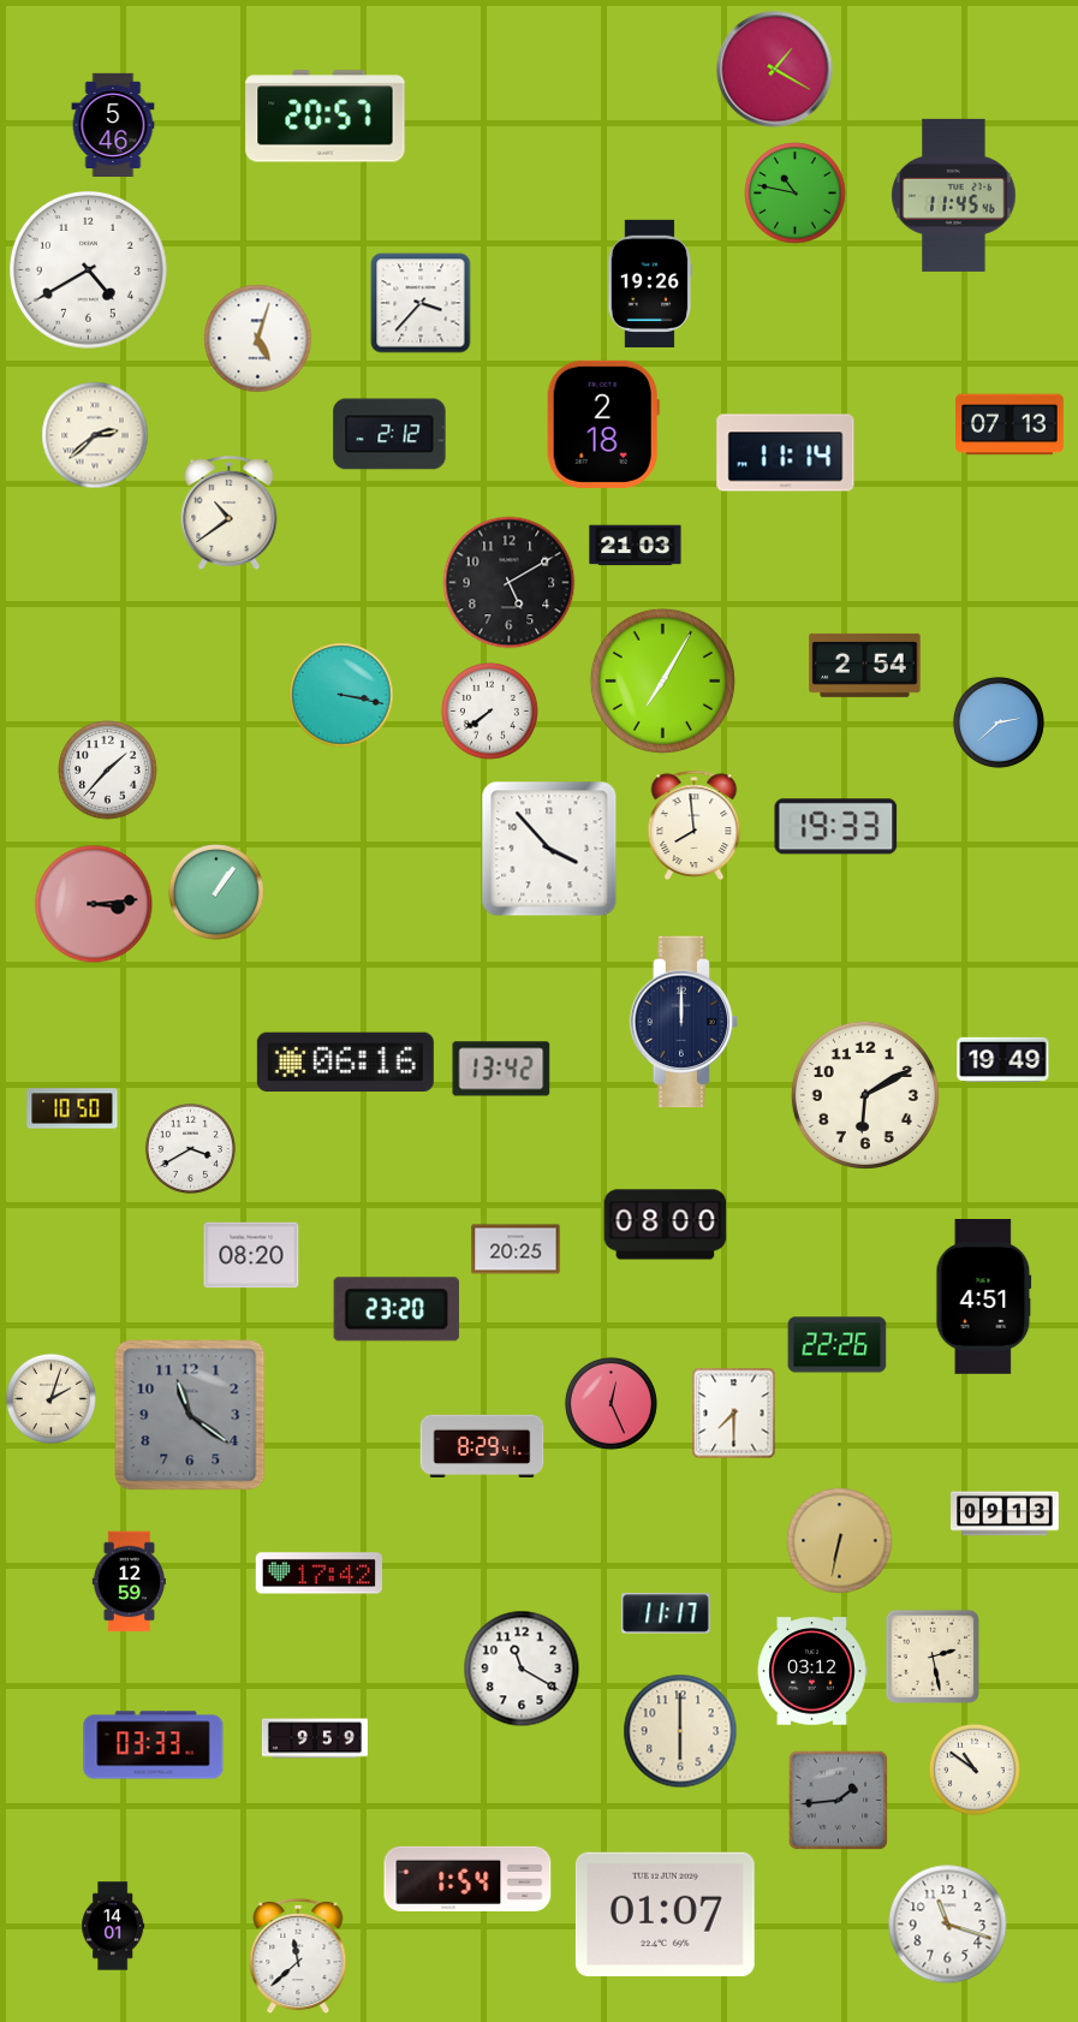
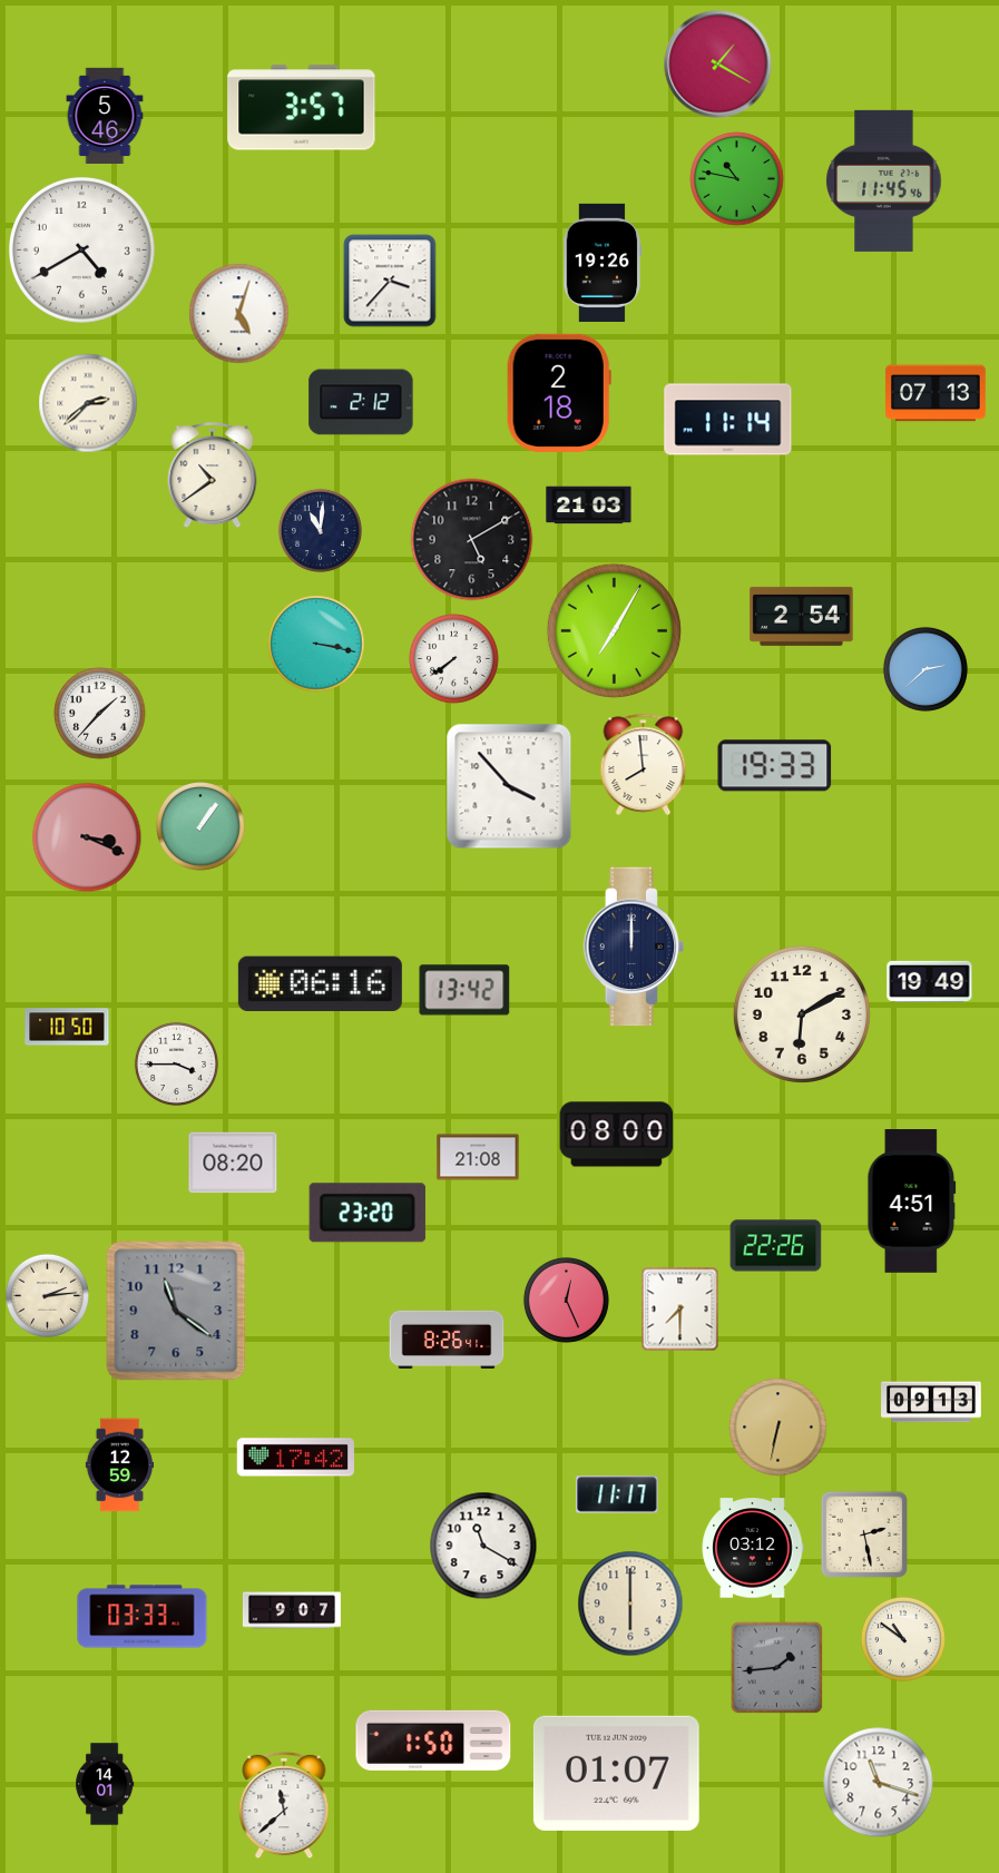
clock at (326, 117): 20:57 -> 3:57
clock at (320, 530): none -> 11:01
clock at (94, 904): 3:14 -> 3:19
clock at (190, 1148): 3:40 -> 3:45
clock at (516, 1249): 20:25 -> 21:08
clock at (50, 1398): 2:03 -> 2:14
clock at (482, 1445): 8:29 -> 8:26
clock at (315, 1738): 9:59 -> 9:07
clock at (467, 1879): 1:54 -> 1:50
clock at (298, 1956) position: (298, 1956) -> (284, 1805)
